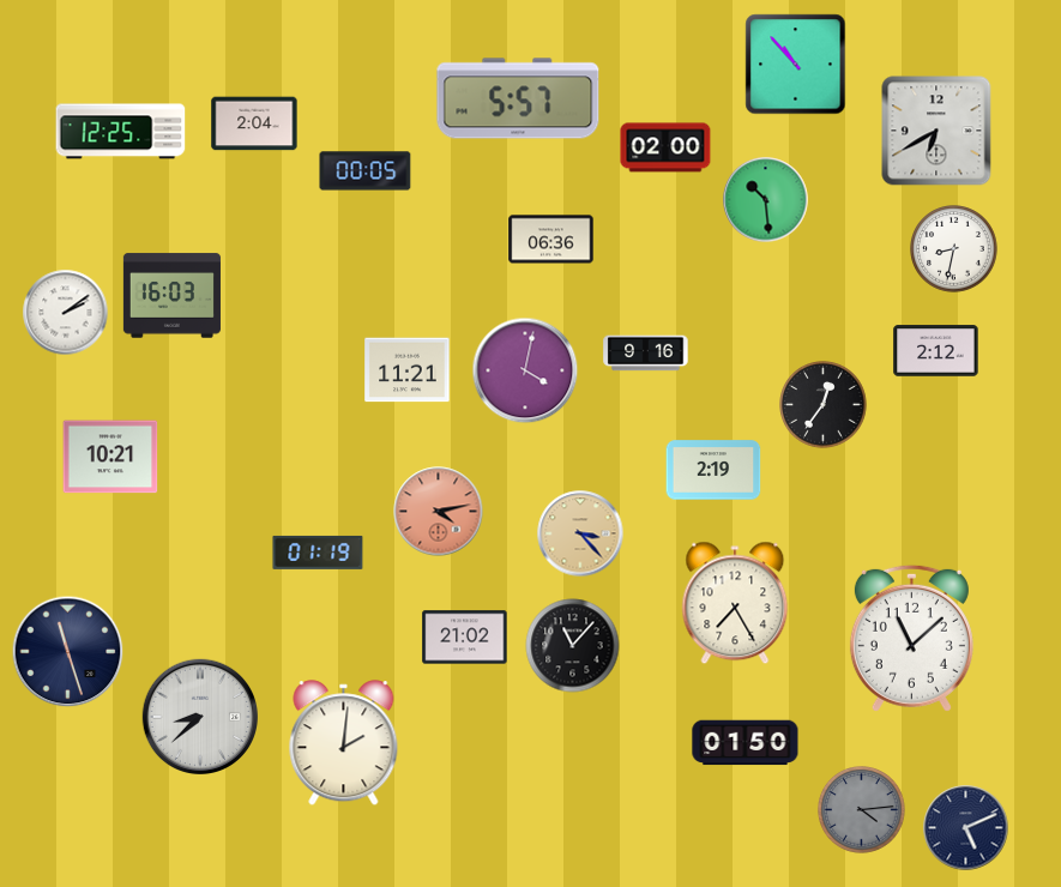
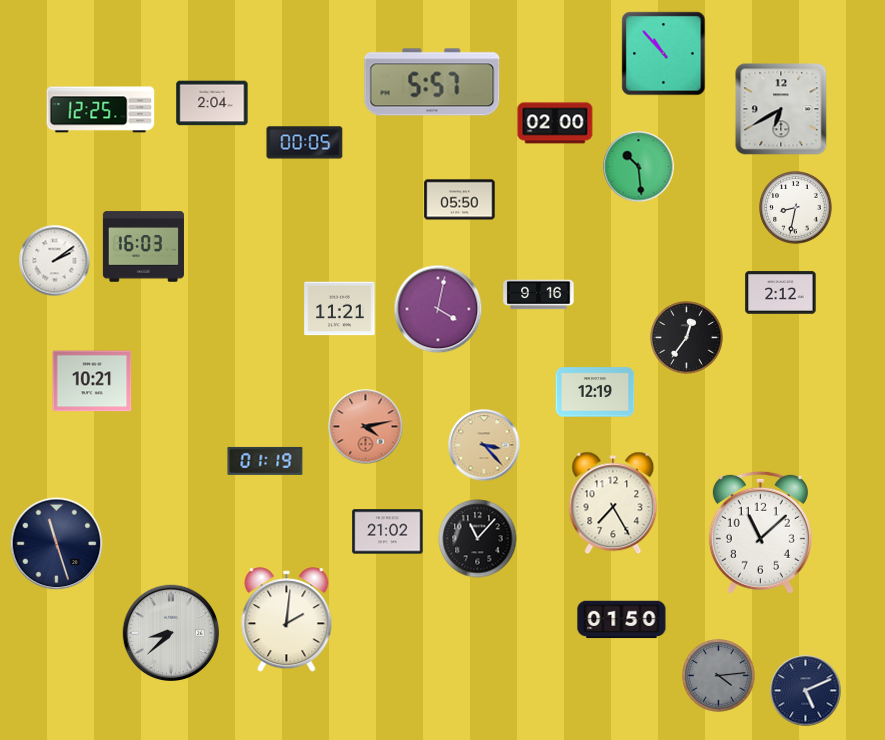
clock at (551, 240): 06:36 -> 05:50
clock at (713, 470): 2:19 -> 12:19
clock at (199, 716) position: (199, 716) -> (170, 632)
